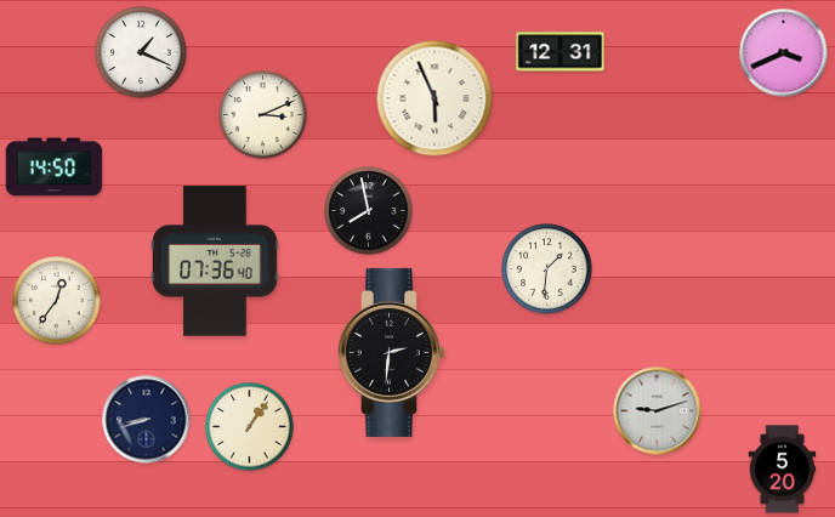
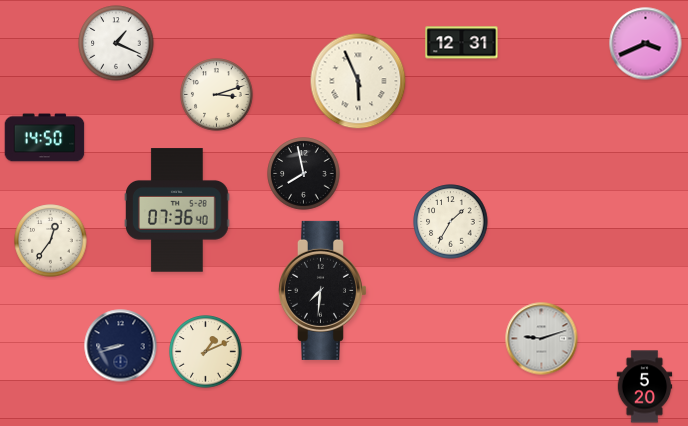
clock at (263, 115): 3:11 -> 3:12
clock at (216, 261) position: (216, 261) -> (178, 210)
clock at (547, 269): 1:31 -> 1:35
clock at (57, 301) position: (57, 301) -> (51, 241)
clock at (391, 352): 2:31 -> 7:31
clock at (250, 427): 1:06 -> 1:11
